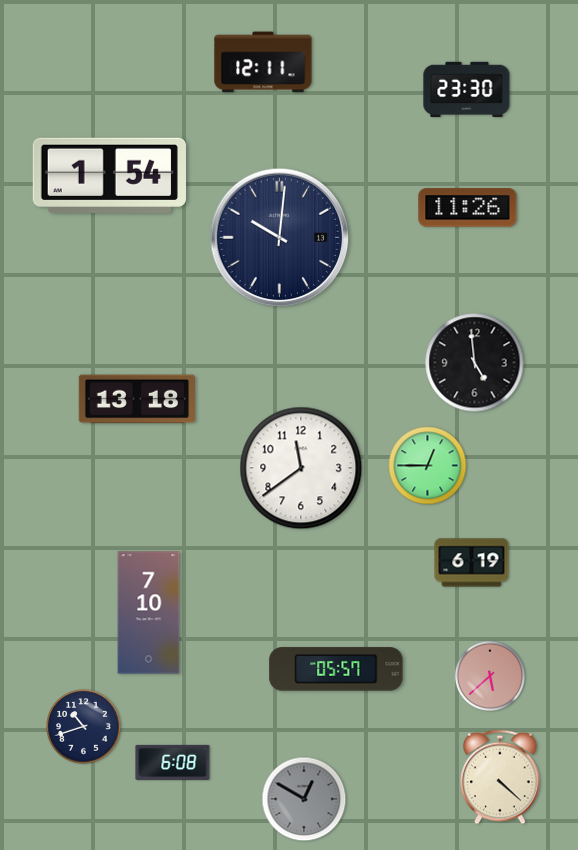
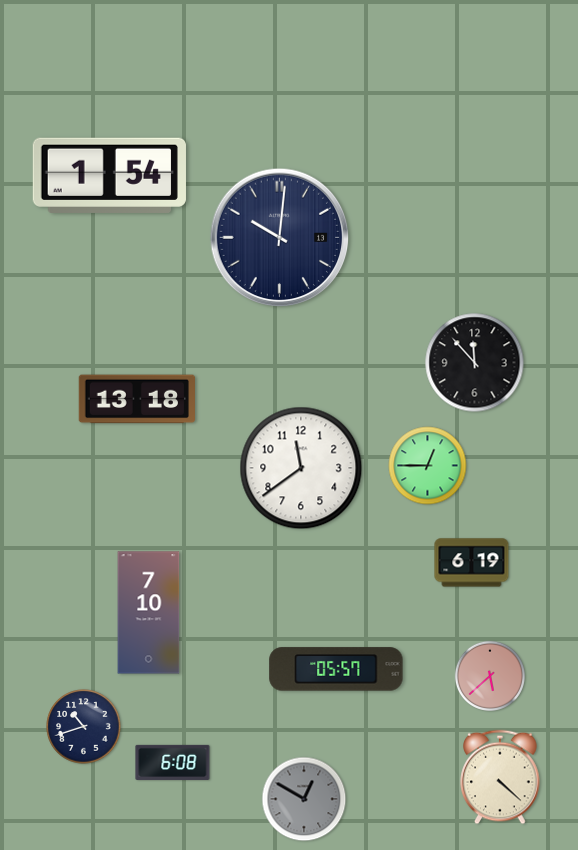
clock at (263, 62): 12:11 -> none
clock at (467, 90): 23:30 -> none
clock at (468, 208): 11:26 -> none
clock at (475, 363): 4:59 -> 11:53
